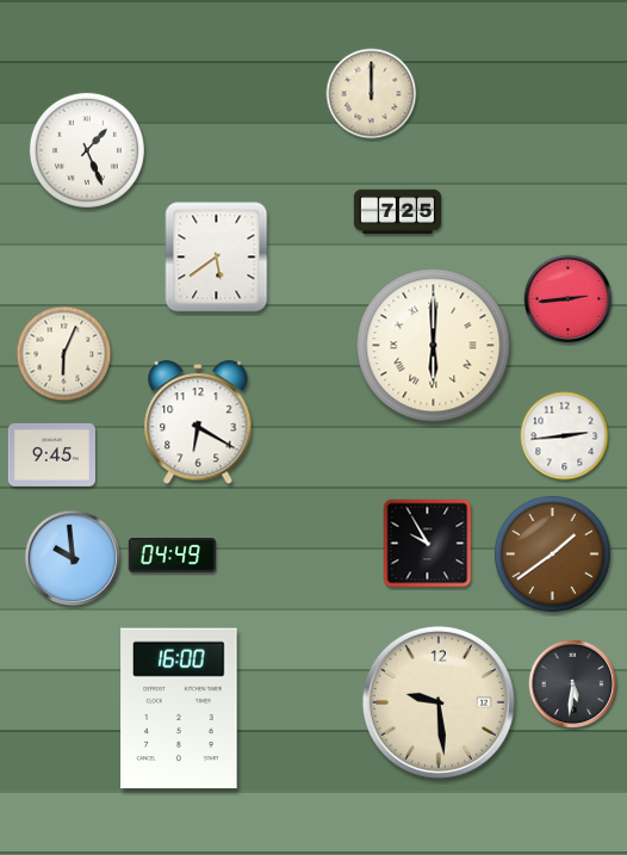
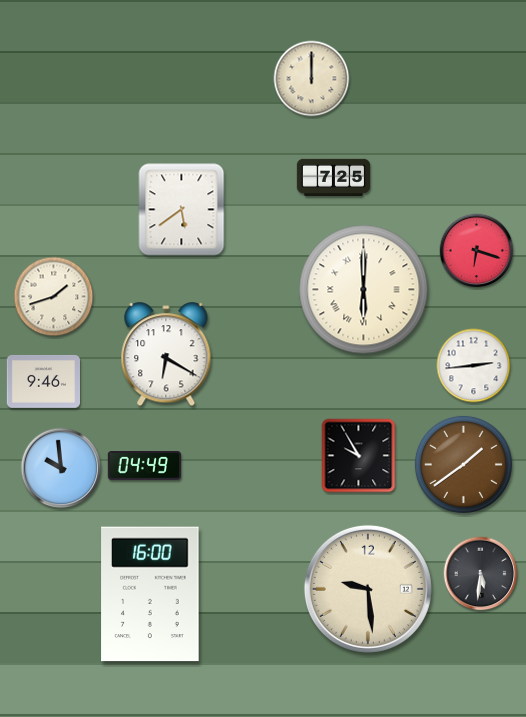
clock at (87, 150): 1:26 -> none
clock at (217, 258) position: (217, 258) -> (182, 210)
clock at (569, 299): 2:44 -> 6:18
clock at (64, 354): 6:04 -> 1:42
clock at (51, 454): 9:45 -> 9:46
